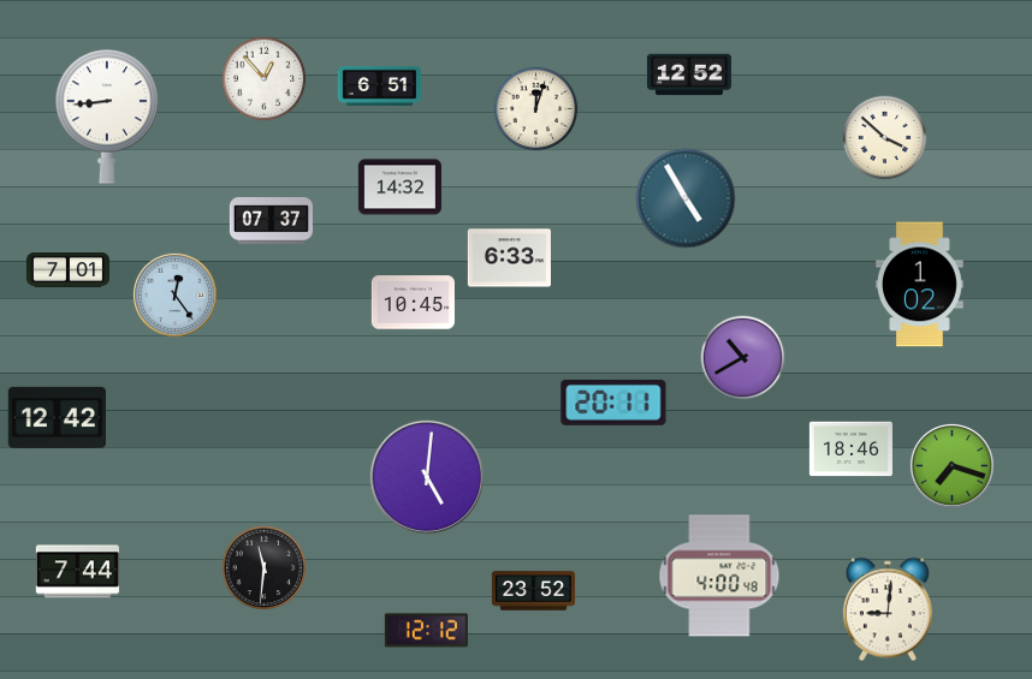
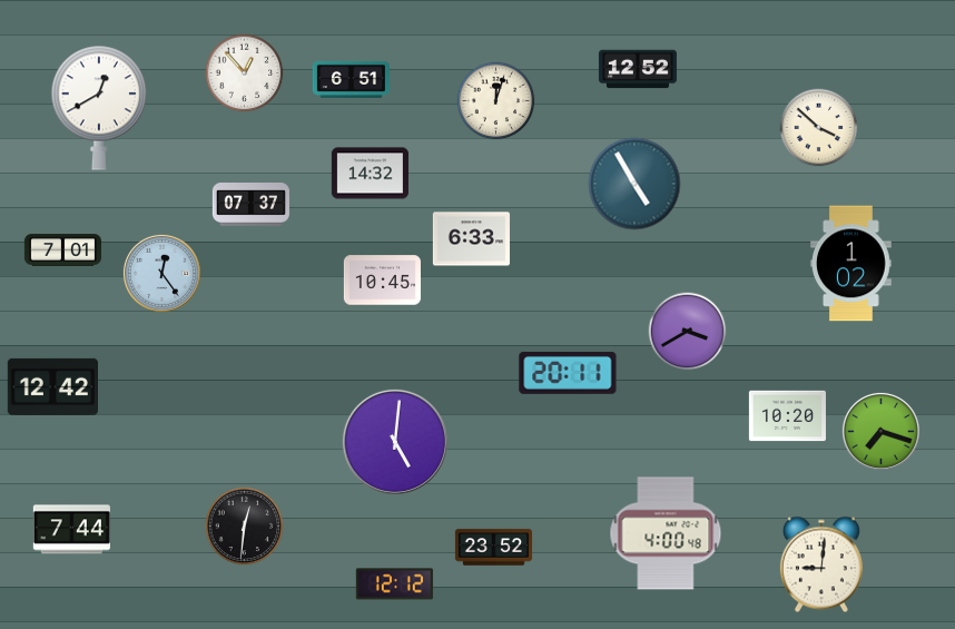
clock at (106, 117): 8:44 -> 12:40
clock at (743, 358): 10:40 -> 3:40
clock at (850, 449): 18:46 -> 10:20
clock at (265, 568): 11:31 -> 12:31
